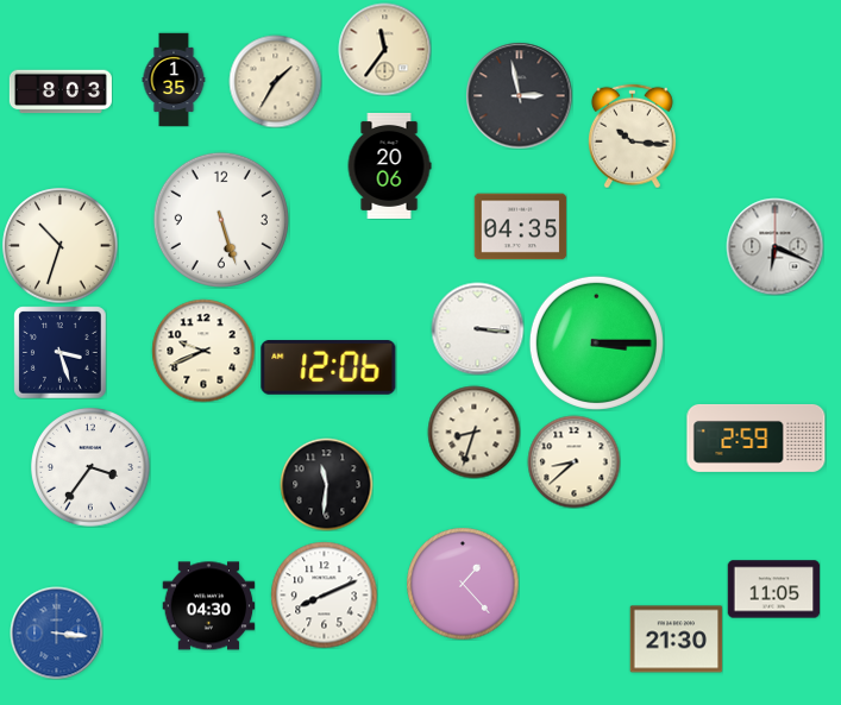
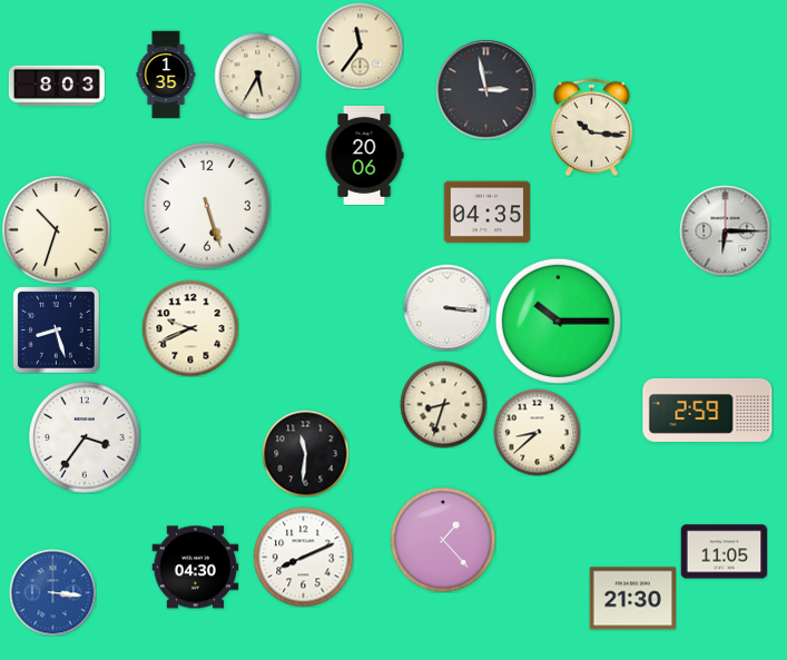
clock at (174, 80) position: (174, 80) -> (166, 75)
clock at (275, 81): 1:35 -> 5:35
clock at (774, 246): 6:19 -> 6:15
clock at (596, 342): 3:15 -> 10:15
clock at (59, 352): 3:27 -> 8:27
clock at (328, 369): 12:06 -> none
clock at (463, 584) position: (463, 584) -> (443, 540)
